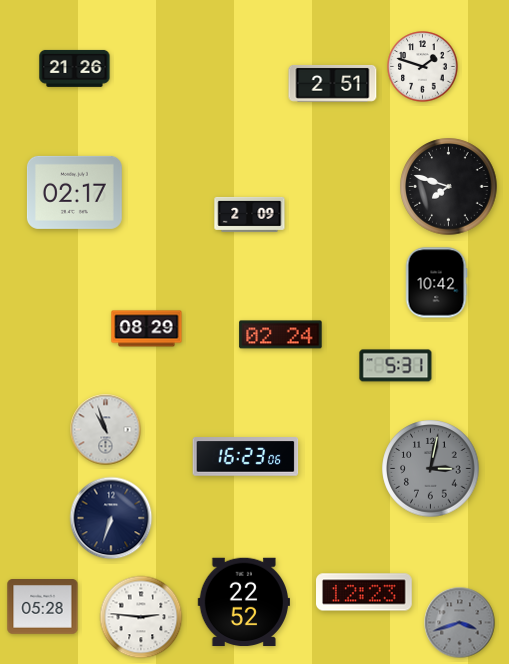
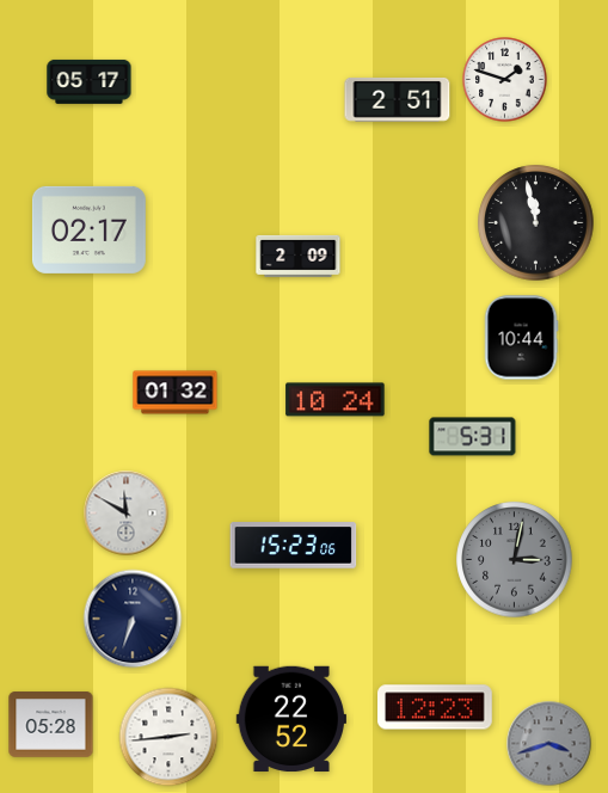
clock at (75, 68): 21:26 -> 05:17
clock at (449, 187): 7:48 -> 11:58
clock at (436, 283): 10:42 -> 10:44
clock at (147, 329): 08:29 -> 01:32
clock at (281, 335): 02:24 -> 10:24
clock at (106, 430): 10:57 -> 11:50
clock at (246, 457): 16:23 -> 15:23
clock at (141, 617): 2:46 -> 2:44
